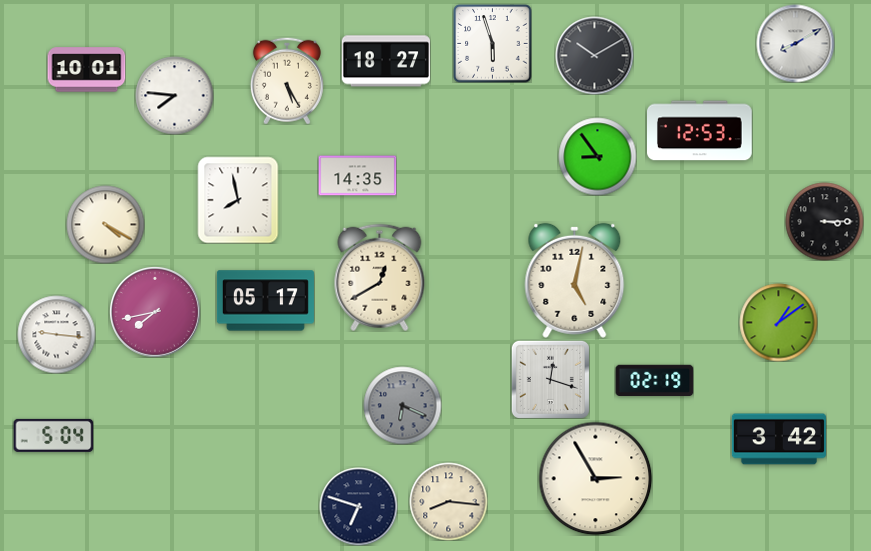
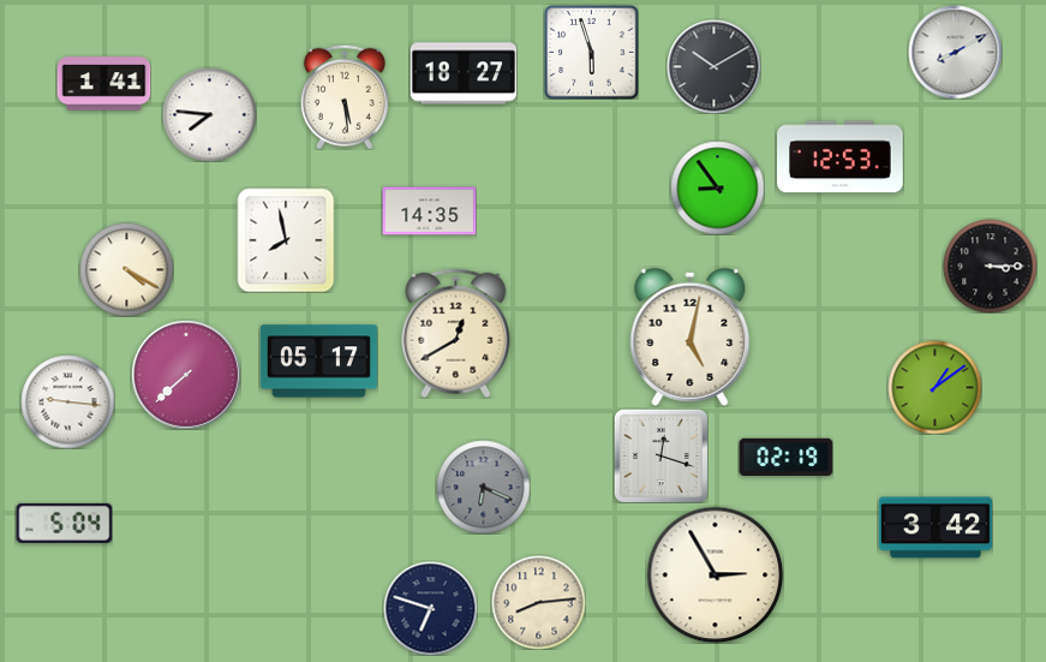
clock at (86, 70): 10:01 -> 1:41
clock at (287, 81): 5:25 -> 5:29
clock at (155, 312): 7:43 -> 7:38
clock at (448, 501): 8:16 -> 8:14
